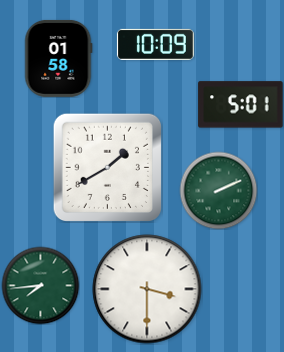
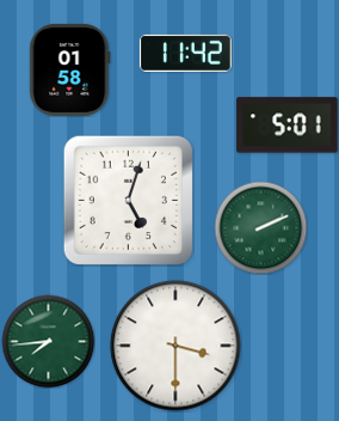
clock at (155, 44): 10:09 -> 11:42
clock at (107, 167): 1:40 -> 5:03
